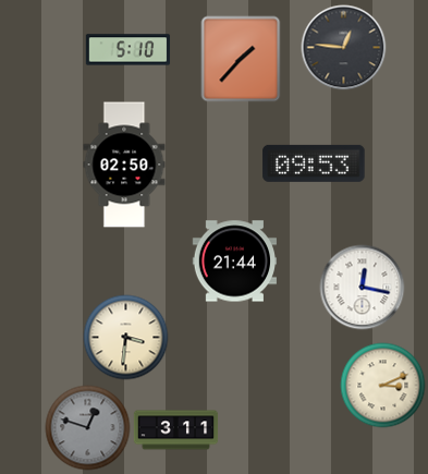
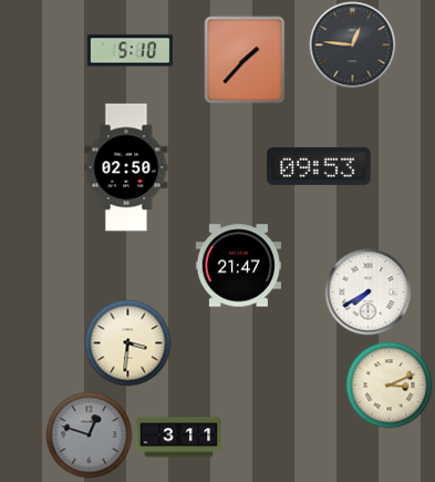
clock at (343, 47) position: (343, 47) -> (352, 44)
clock at (234, 262): 21:44 -> 21:47
clock at (362, 287): 12:17 -> 7:40
clock at (382, 385) position: (382, 385) -> (389, 384)
